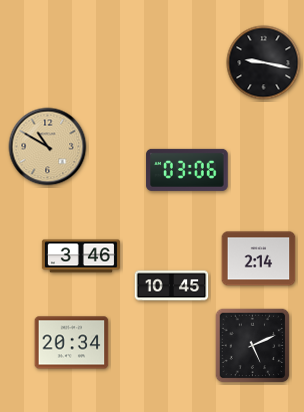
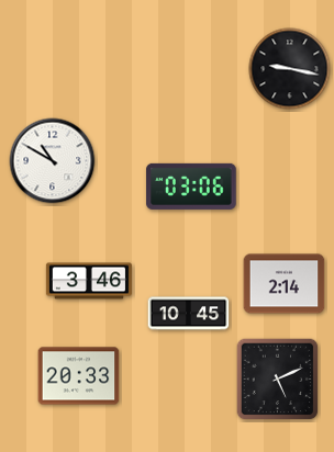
clock at (48, 147) dial: champagne -> white
clock at (187, 170) position: (187, 170) -> (191, 187)
clock at (72, 343): 20:34 -> 20:33
